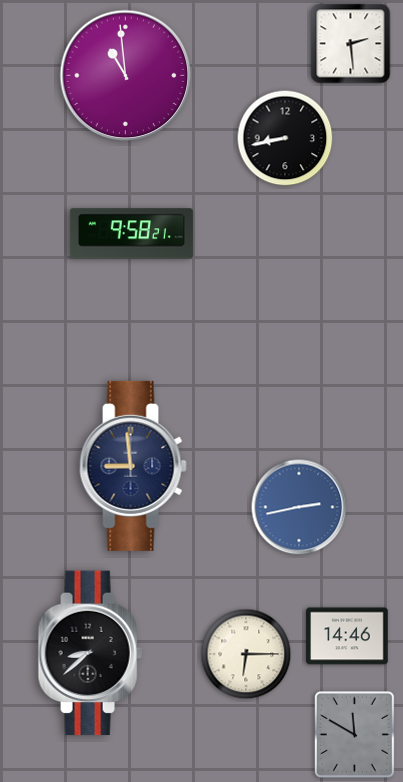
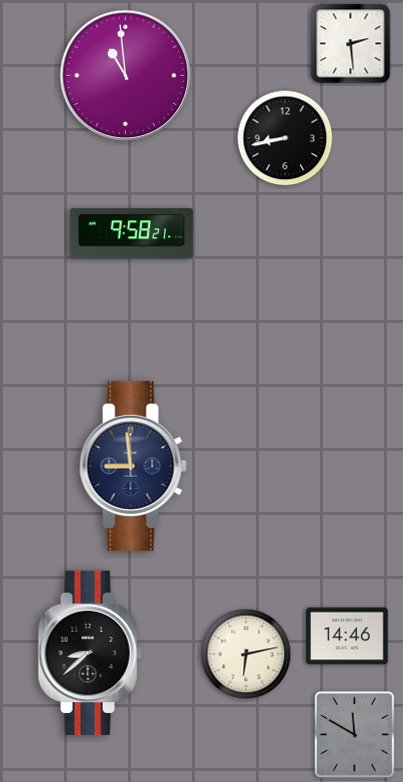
clock at (299, 507): 2:43 -> none
clock at (246, 654): 6:15 -> 6:13
